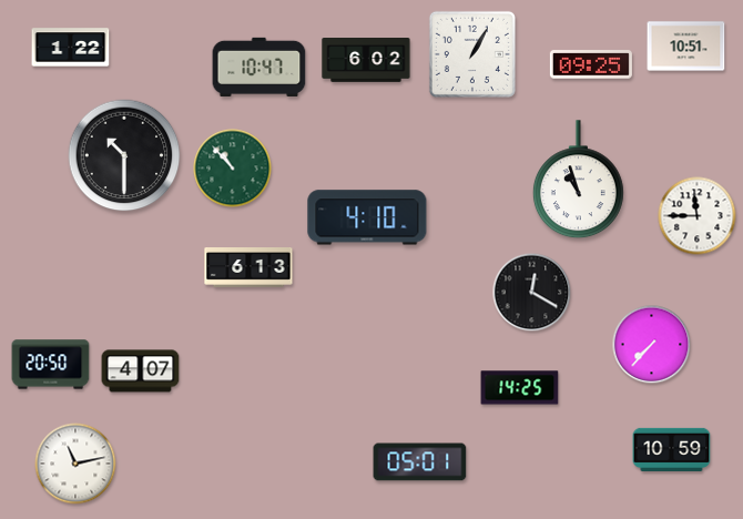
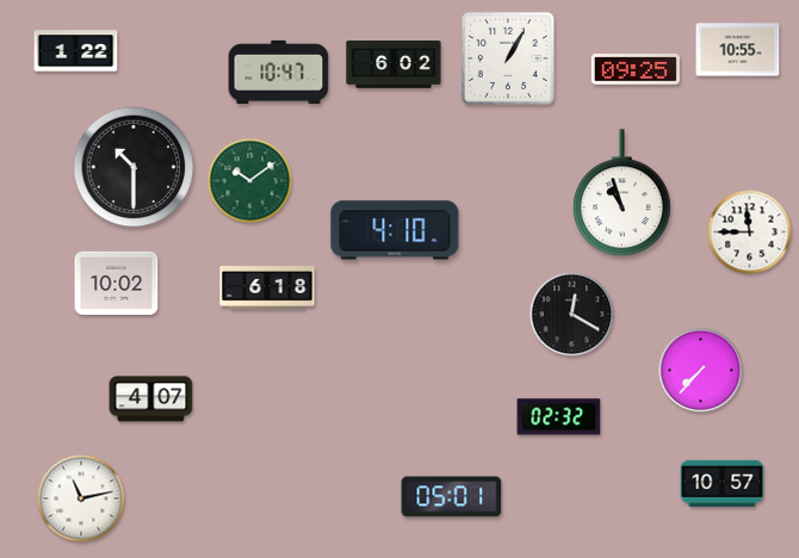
clock at (686, 47): 10:51 -> 10:55
clock at (233, 169): 10:53 -> 10:09
clock at (367, 217) position: (367, 217) -> (395, 230)
clock at (117, 283): none -> 10:02
clock at (248, 268): 6:13 -> 6:18
clock at (51, 365): 20:50 -> none
clock at (520, 388): 14:25 -> 02:32
clock at (672, 449): 10:59 -> 10:57
